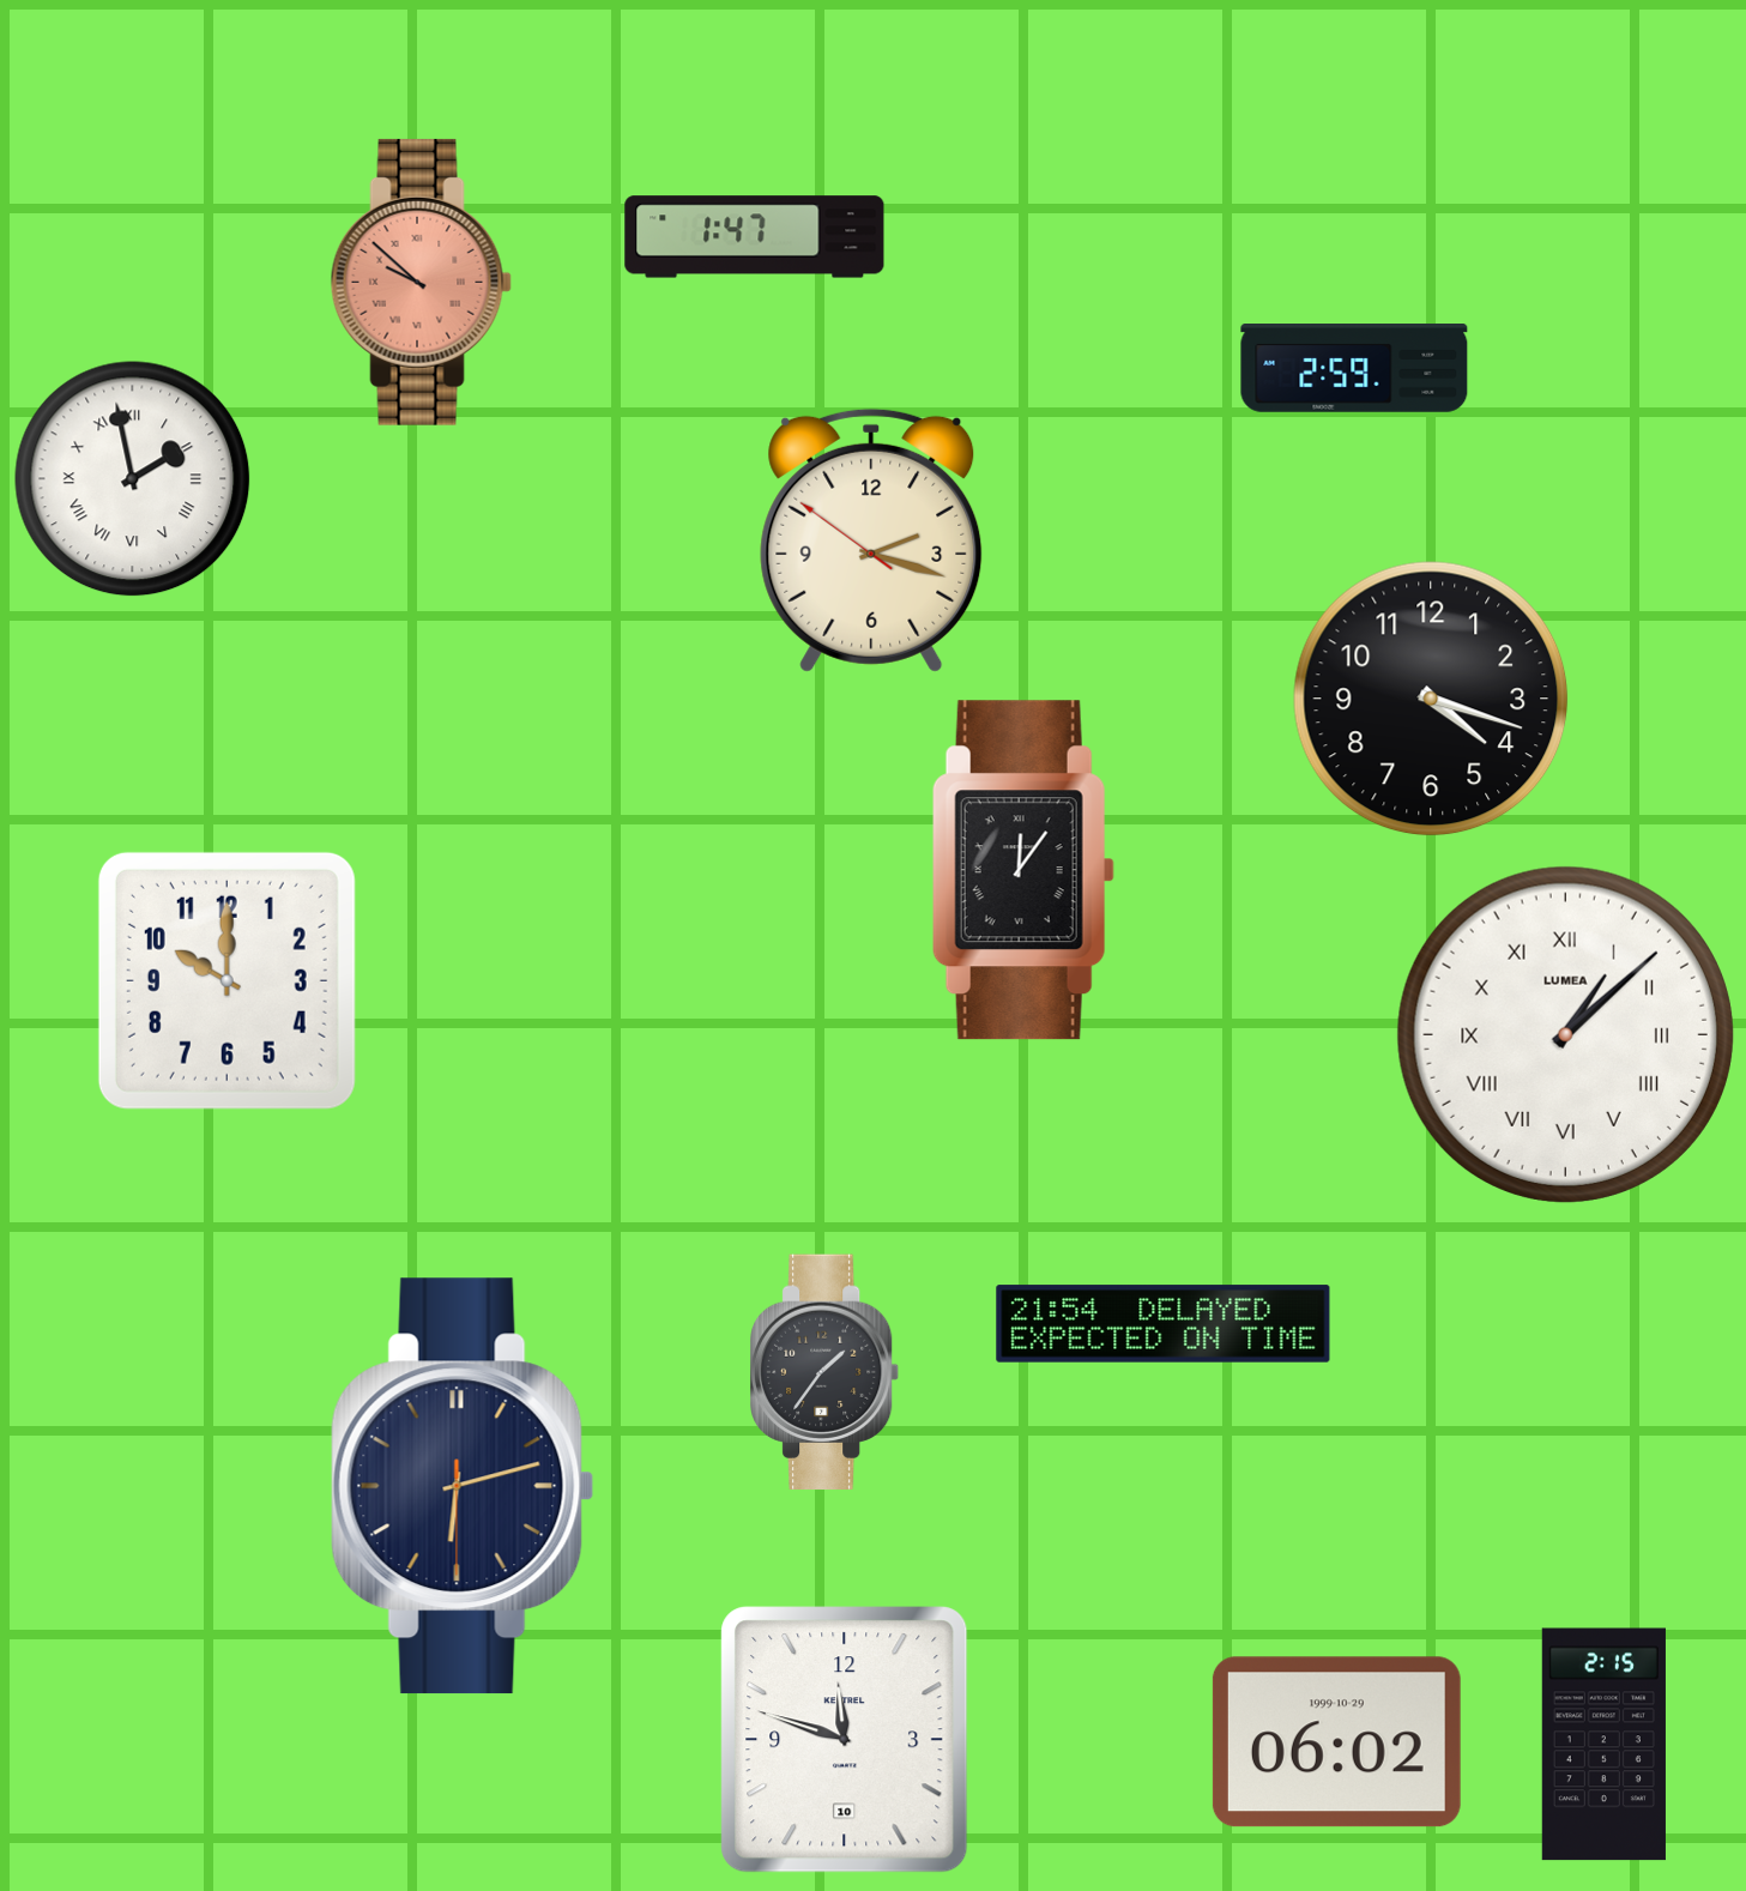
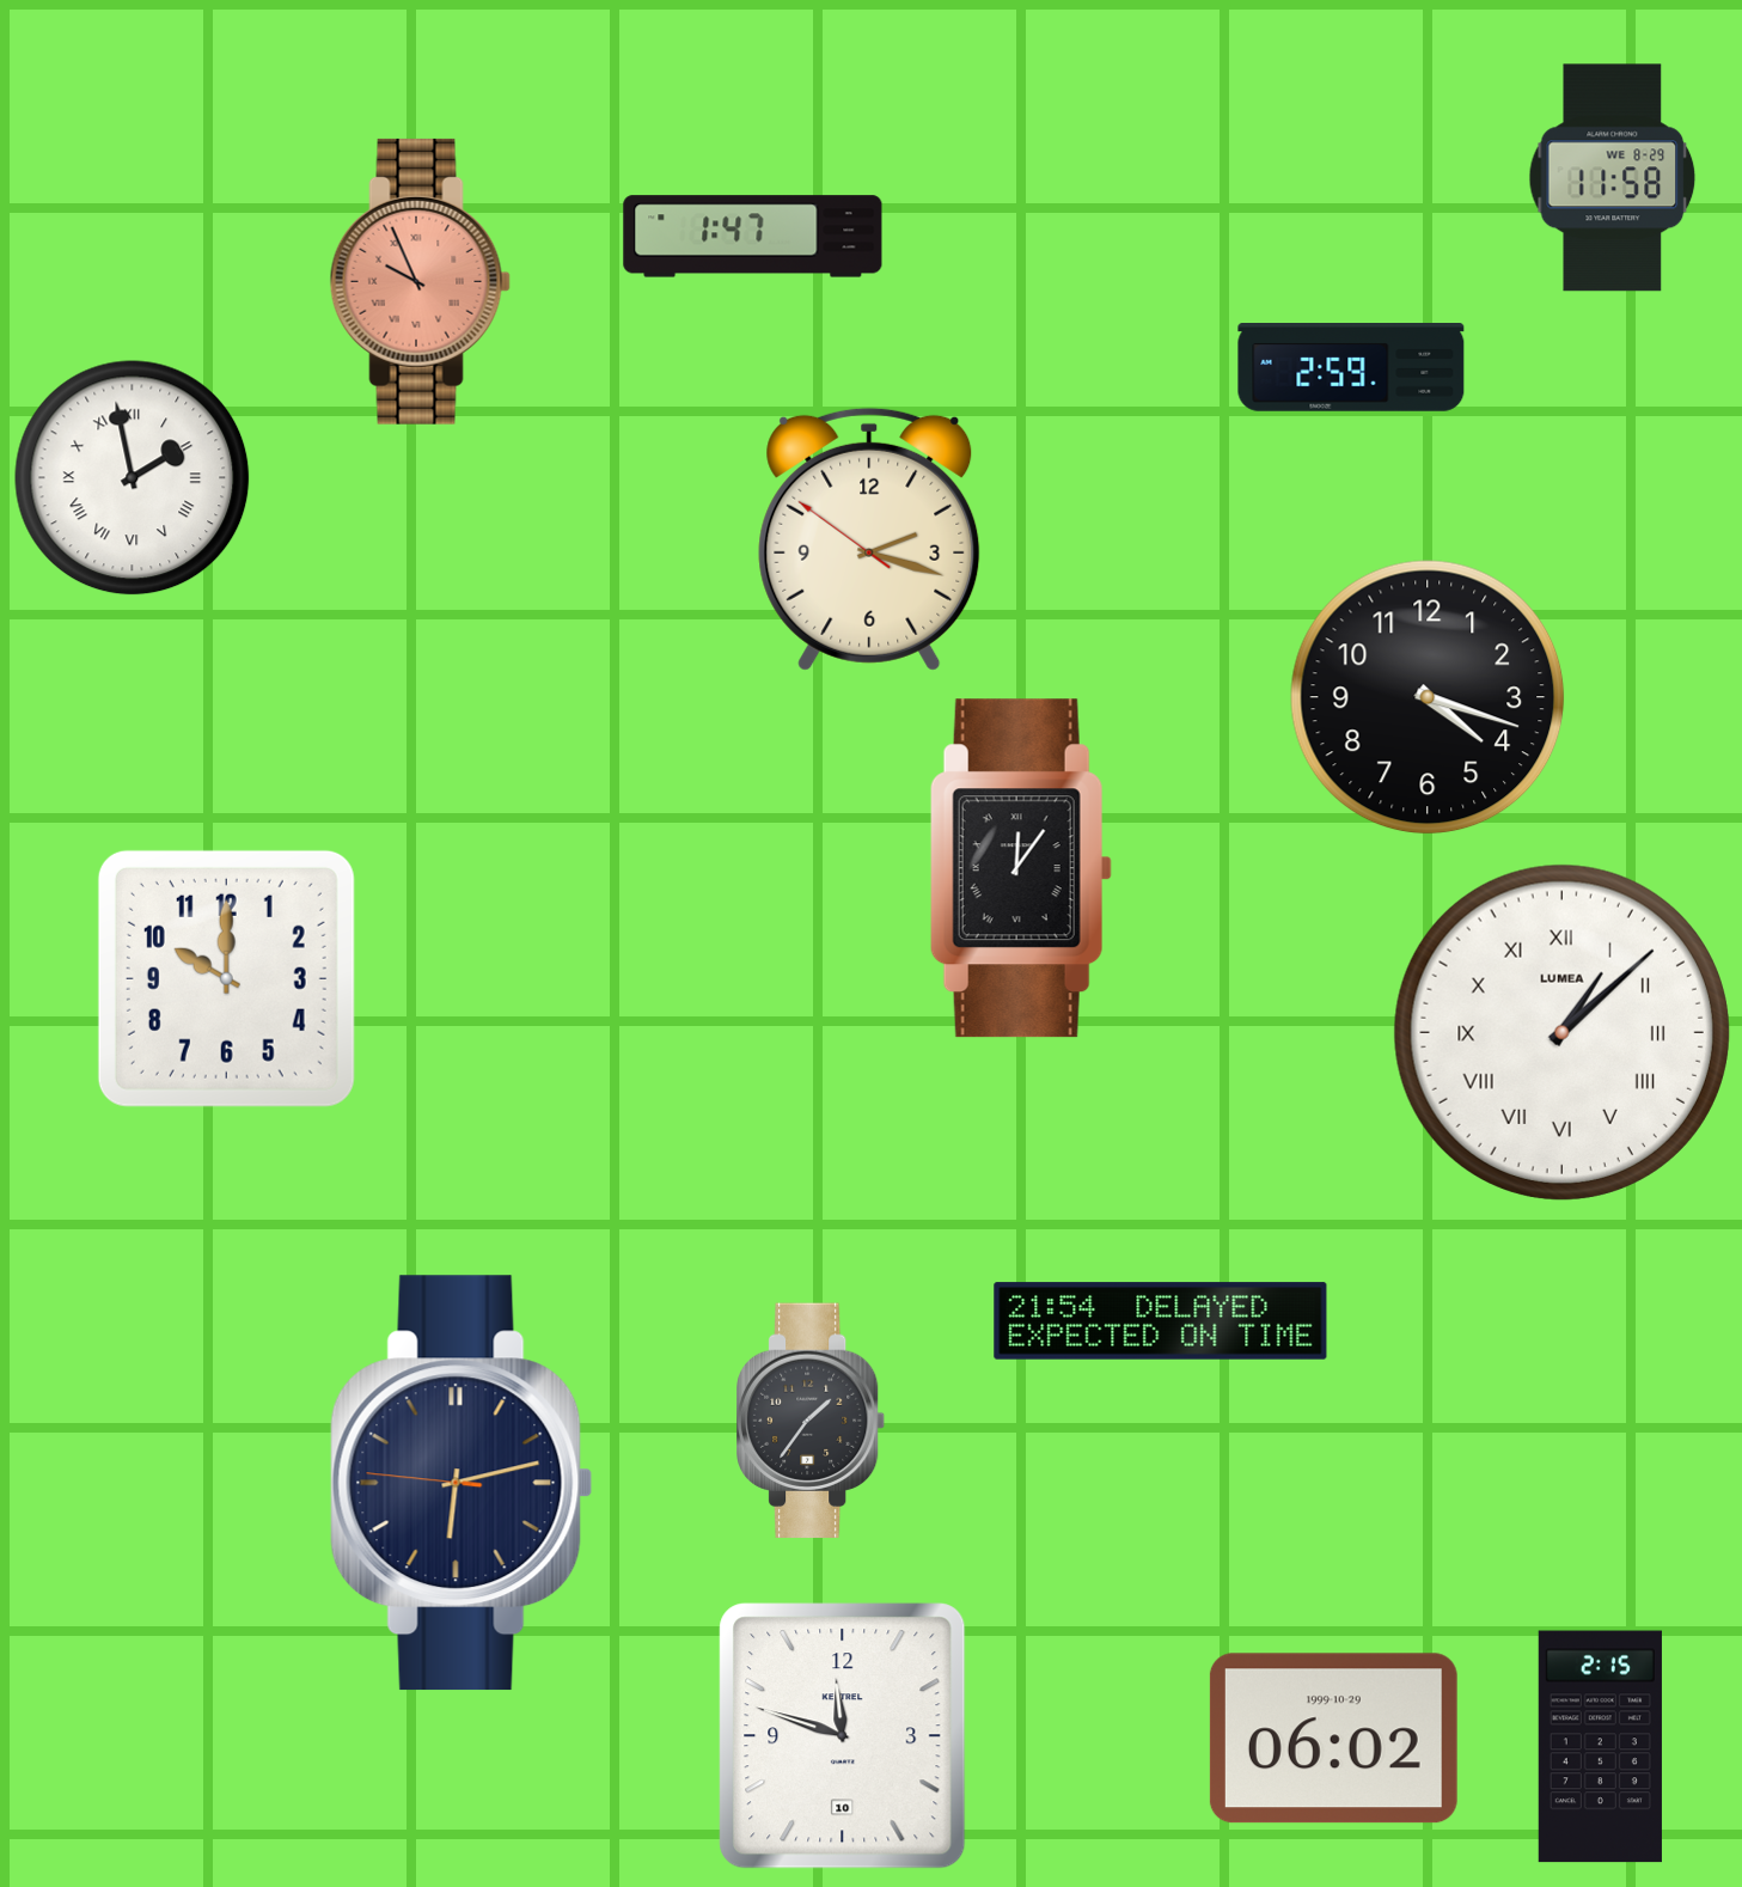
clock at (1613, 178): none -> 11:58
clock at (421, 282): 9:52 -> 9:56
clock at (826, 1372) position: (826, 1372) -> (812, 1421)
clock at (463, 1486): 6:12:30 -> 6:12:46
clock at (1603, 1745) position: (1603, 1745) -> (1600, 1747)
